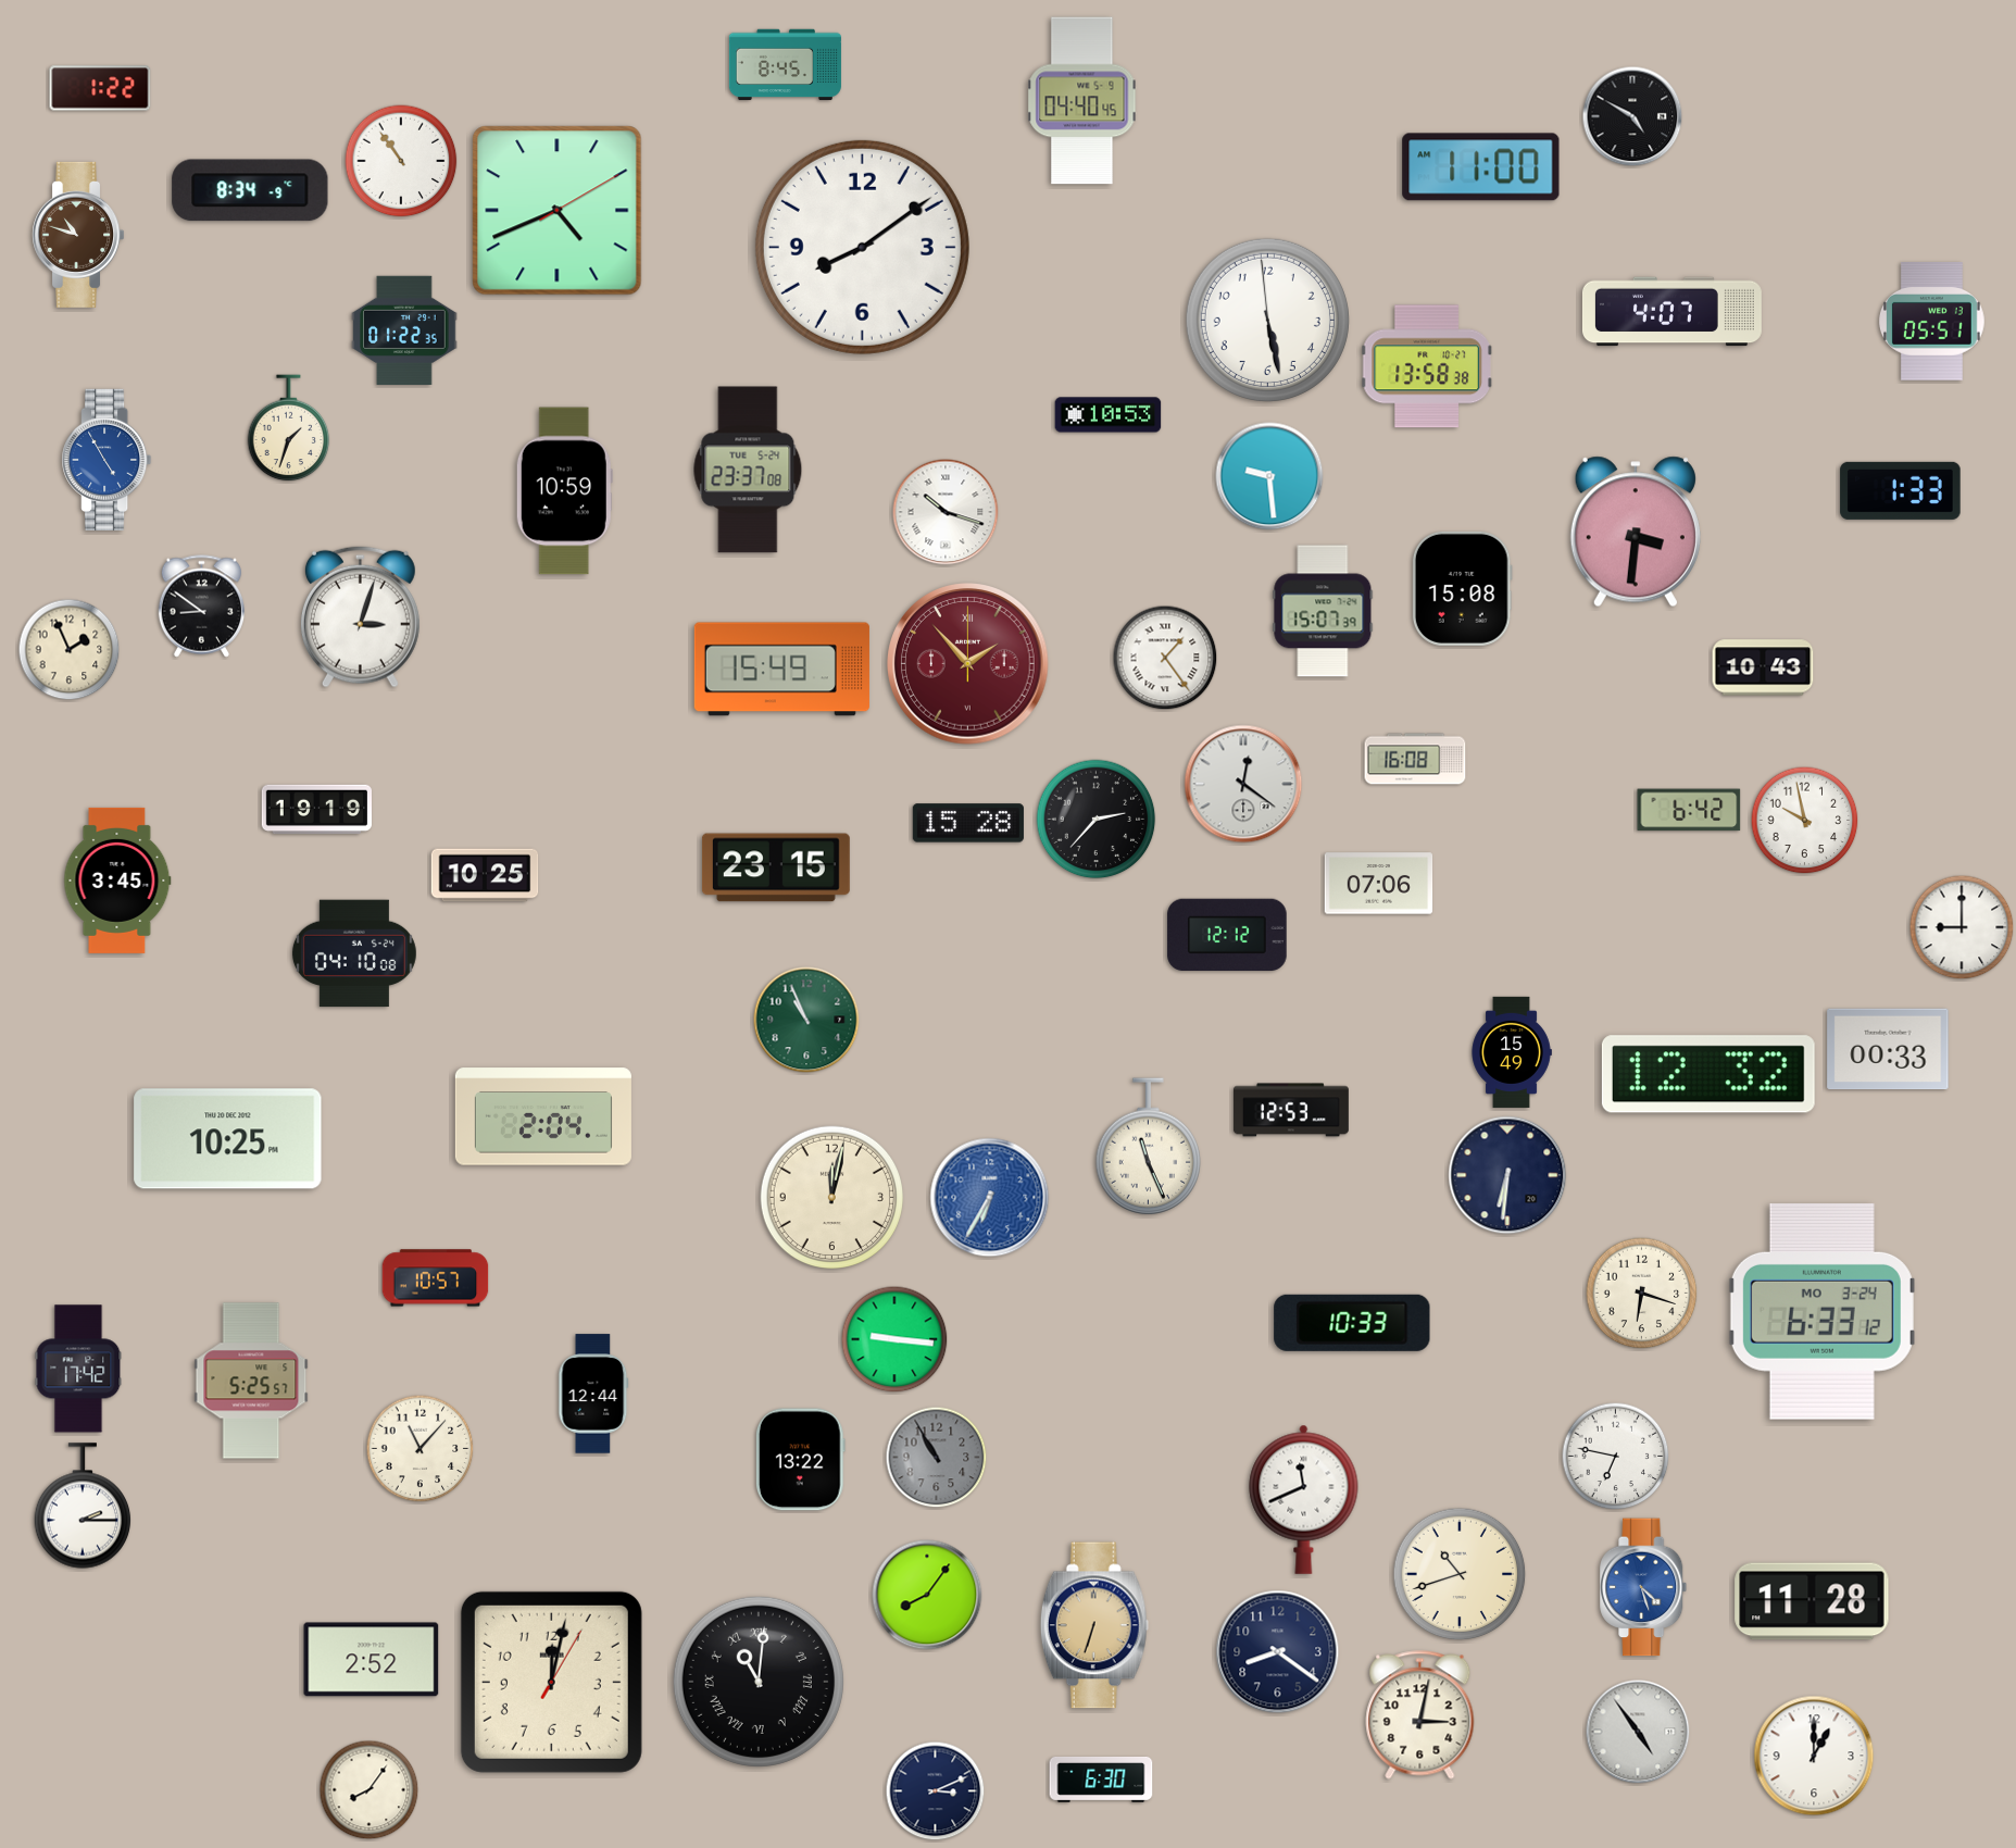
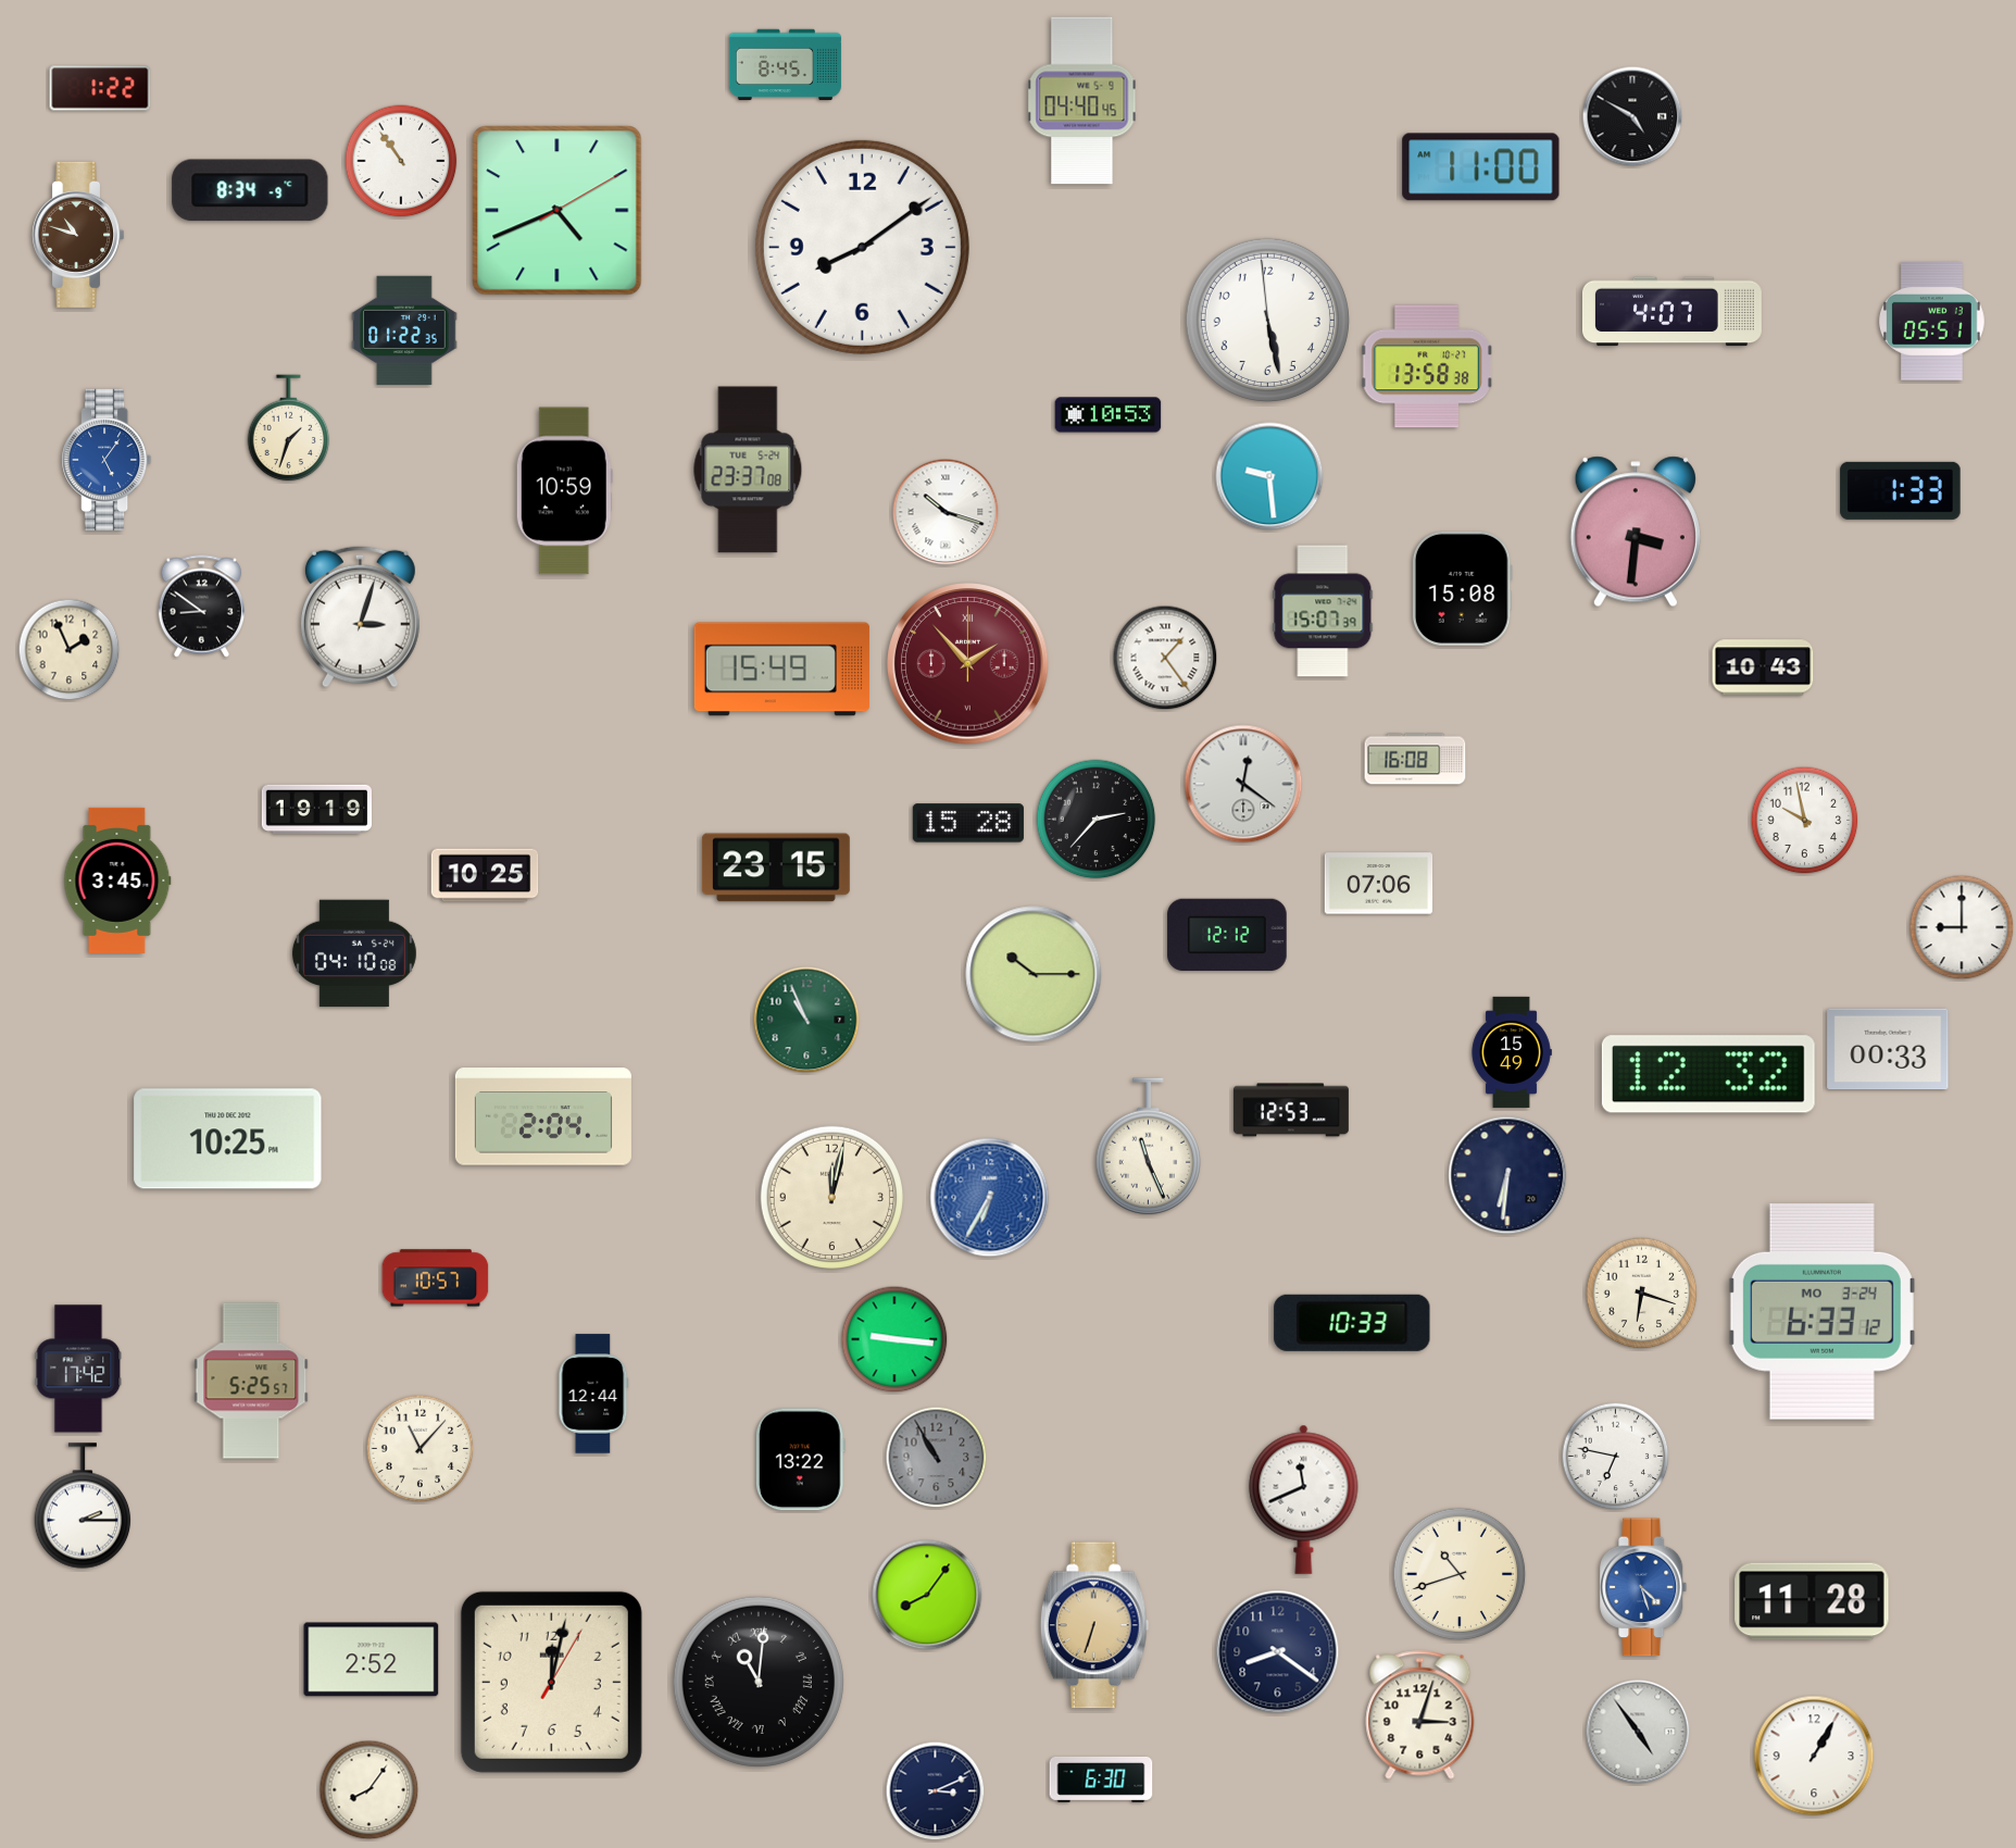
clock at (107, 460): 4:55 -> 5:06
clock at (1689, 810): 6:42 -> none
clock at (1034, 974): none -> 10:15
clock at (1420, 1715): 3:02 -> 3:03
clock at (1814, 1756): 1:00 -> 1:05
